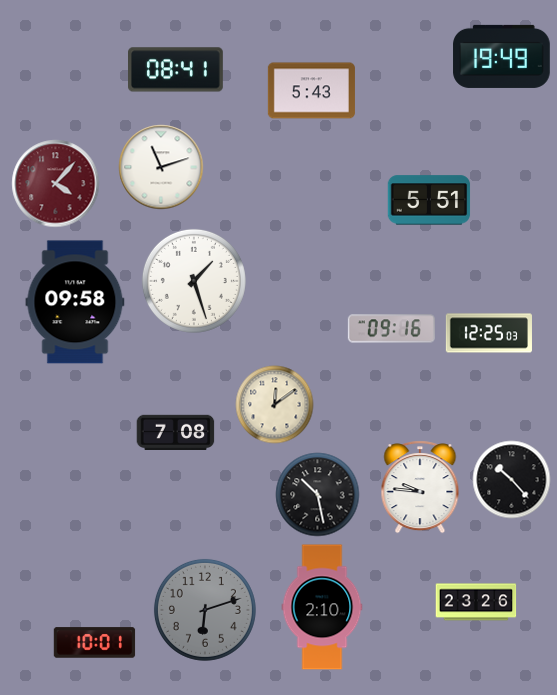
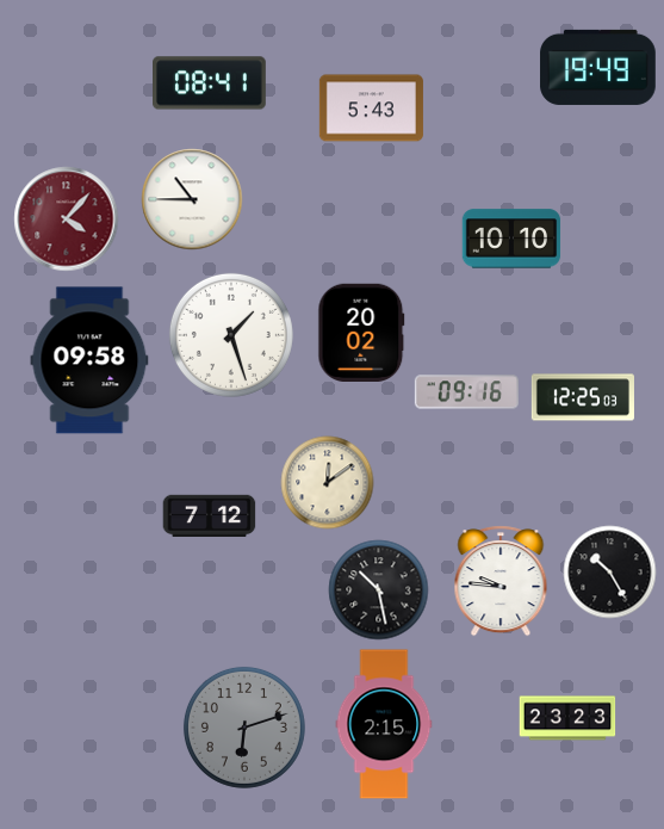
clock at (161, 167): 11:12 -> 10:45
clock at (429, 200): 5:51 -> 10:10
clock at (361, 332): none -> 20:02
clock at (175, 432): 7:08 -> 7:12
clock at (511, 479): 10:23 -> 10:25
clock at (476, 602): 23:26 -> 23:23
clock at (322, 607): 2:10 -> 2:15
clock at (94, 643): 10:01 -> none
